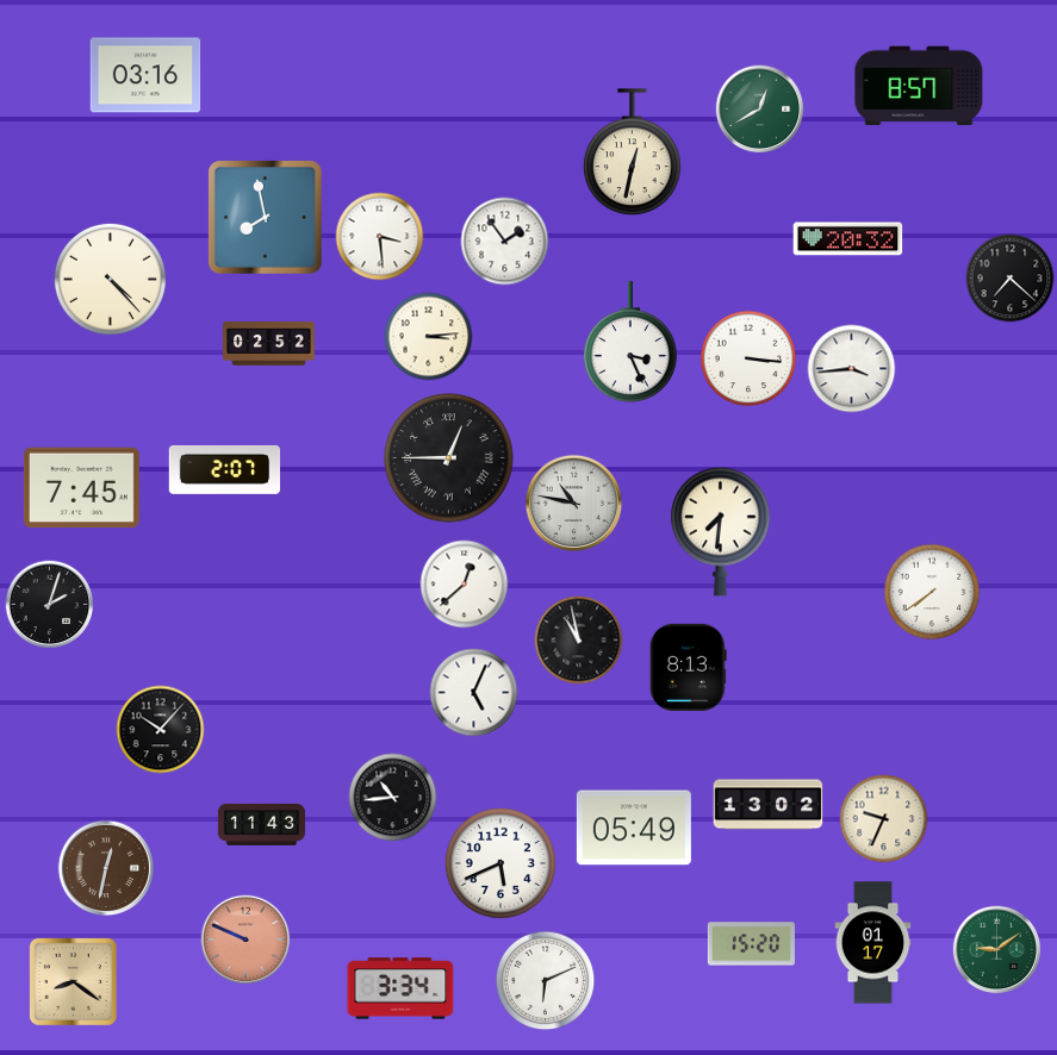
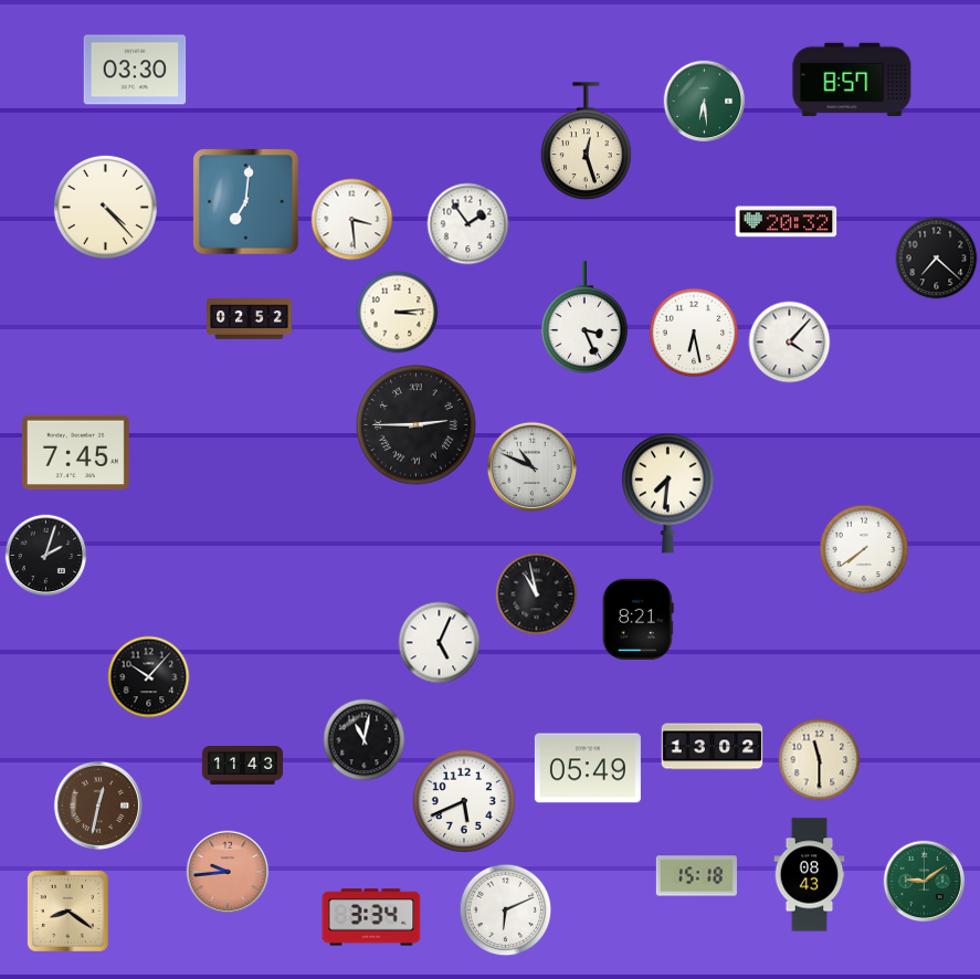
clock at (145, 75): 03:16 -> 03:30
clock at (760, 110): 12:40 -> 6:29
clock at (633, 152): 12:32 -> 12:27
clock at (265, 217): 7:58 -> 7:01
clock at (110, 279) position: (110, 279) -> (105, 207)
clock at (748, 358): 3:16 -> 6:28
clock at (852, 369): 3:44 -> 4:07
clock at (449, 458): 12:45 -> 2:45
clock at (225, 469): 2:07 -> none
clock at (574, 504): 10:47 -> 10:49
clock at (465, 585): 12:38 -> none
clock at (50, 605) position: (50, 605) -> (46, 556)
clock at (688, 667): 8:13 -> 8:21
clock at (393, 798): 10:44 -> 11:02
clock at (884, 819): 9:34 -> 11:30
clock at (245, 939): 9:49 -> 9:44
clock at (873, 943): 01:17 -> 08:43
clock at (751, 944): 15:20 -> 15:18
